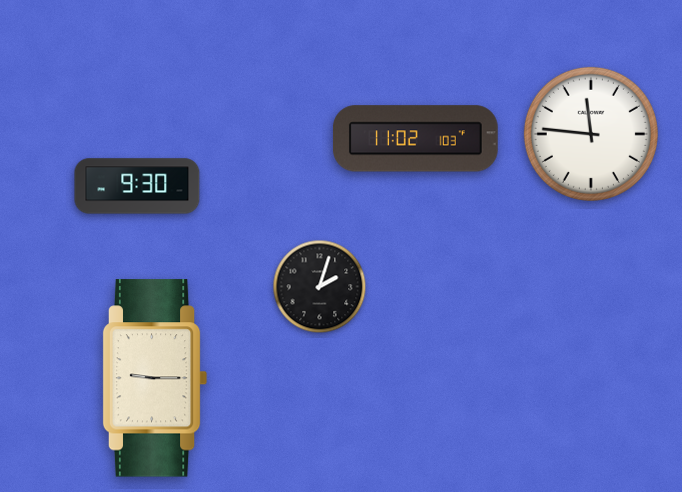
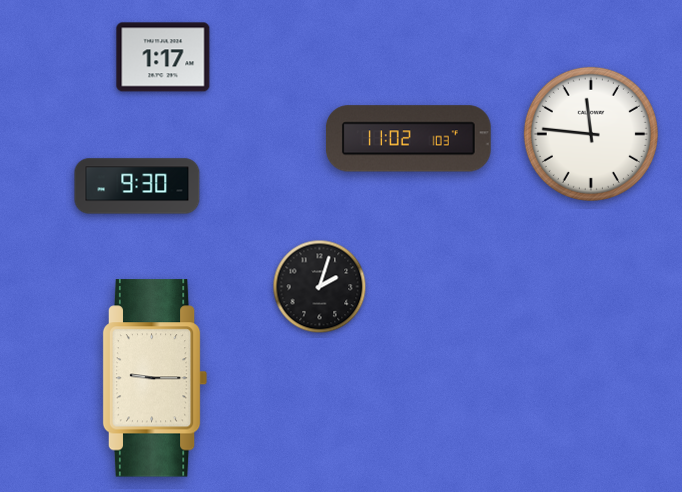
clock at (163, 57): none -> 1:17
clock at (415, 139) position: (415, 139) -> (408, 139)
